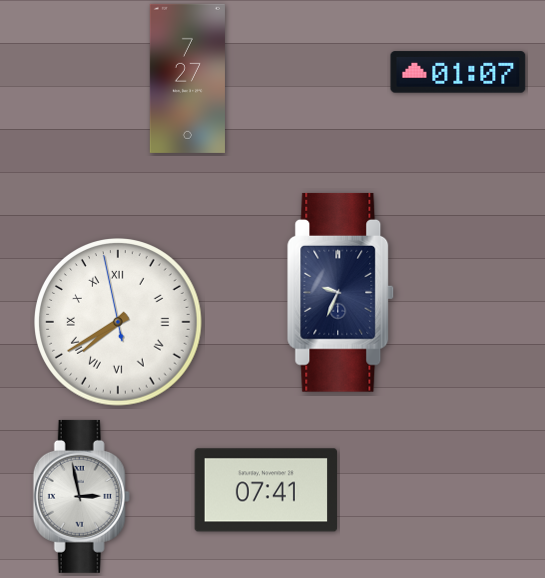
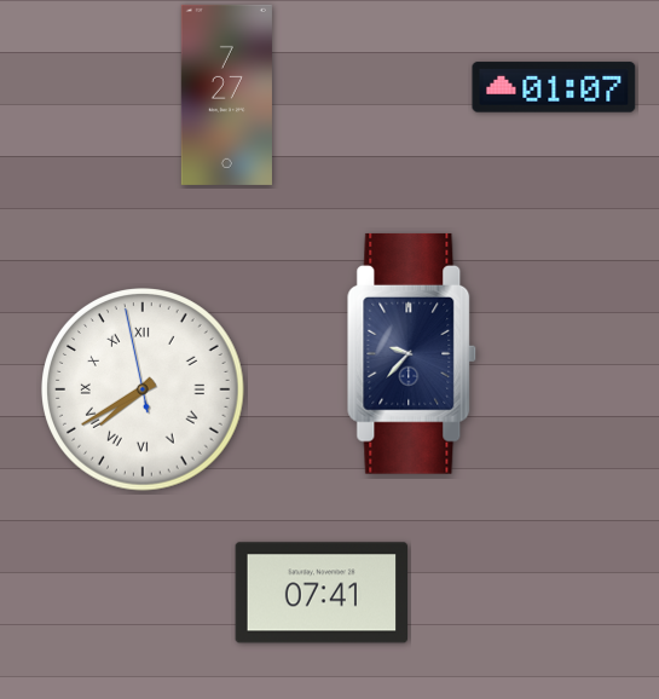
clock at (341, 292): 9:34 -> 9:37
clock at (81, 496): 2:58 -> none
